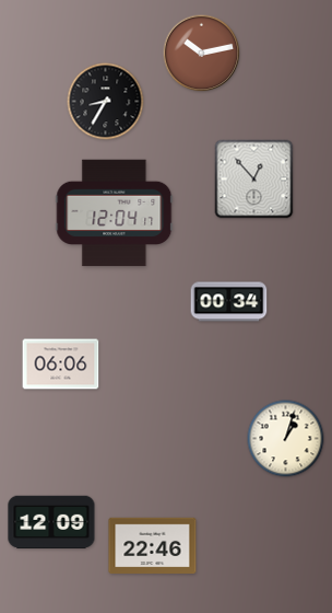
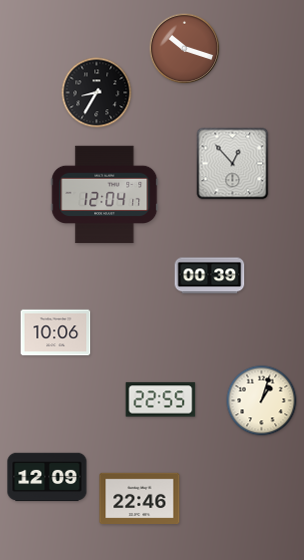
clock at (202, 54): 10:13 -> 10:18
clock at (229, 302): 00:34 -> 00:39
clock at (61, 365): 06:06 -> 10:06
clock at (161, 400): none -> 22:55
